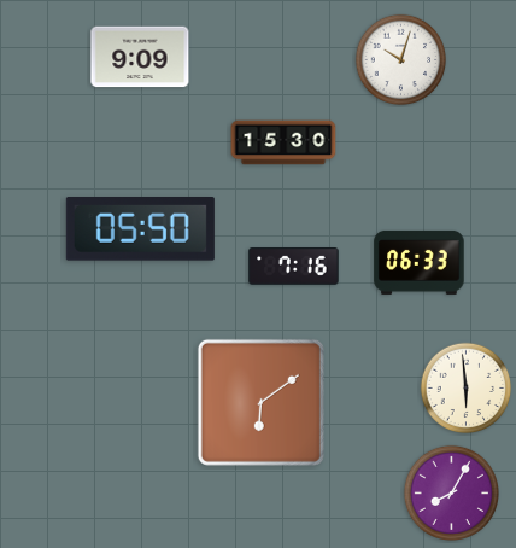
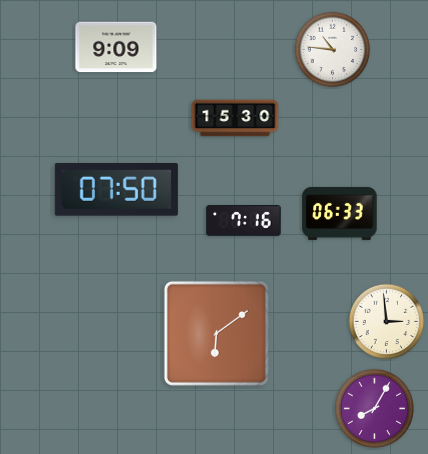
clock at (401, 60): 10:03 -> 10:46
clock at (140, 229): 05:50 -> 07:50
clock at (420, 262) position: (420, 262) -> (340, 213)
clock at (467, 389): 5:59 -> 2:59
